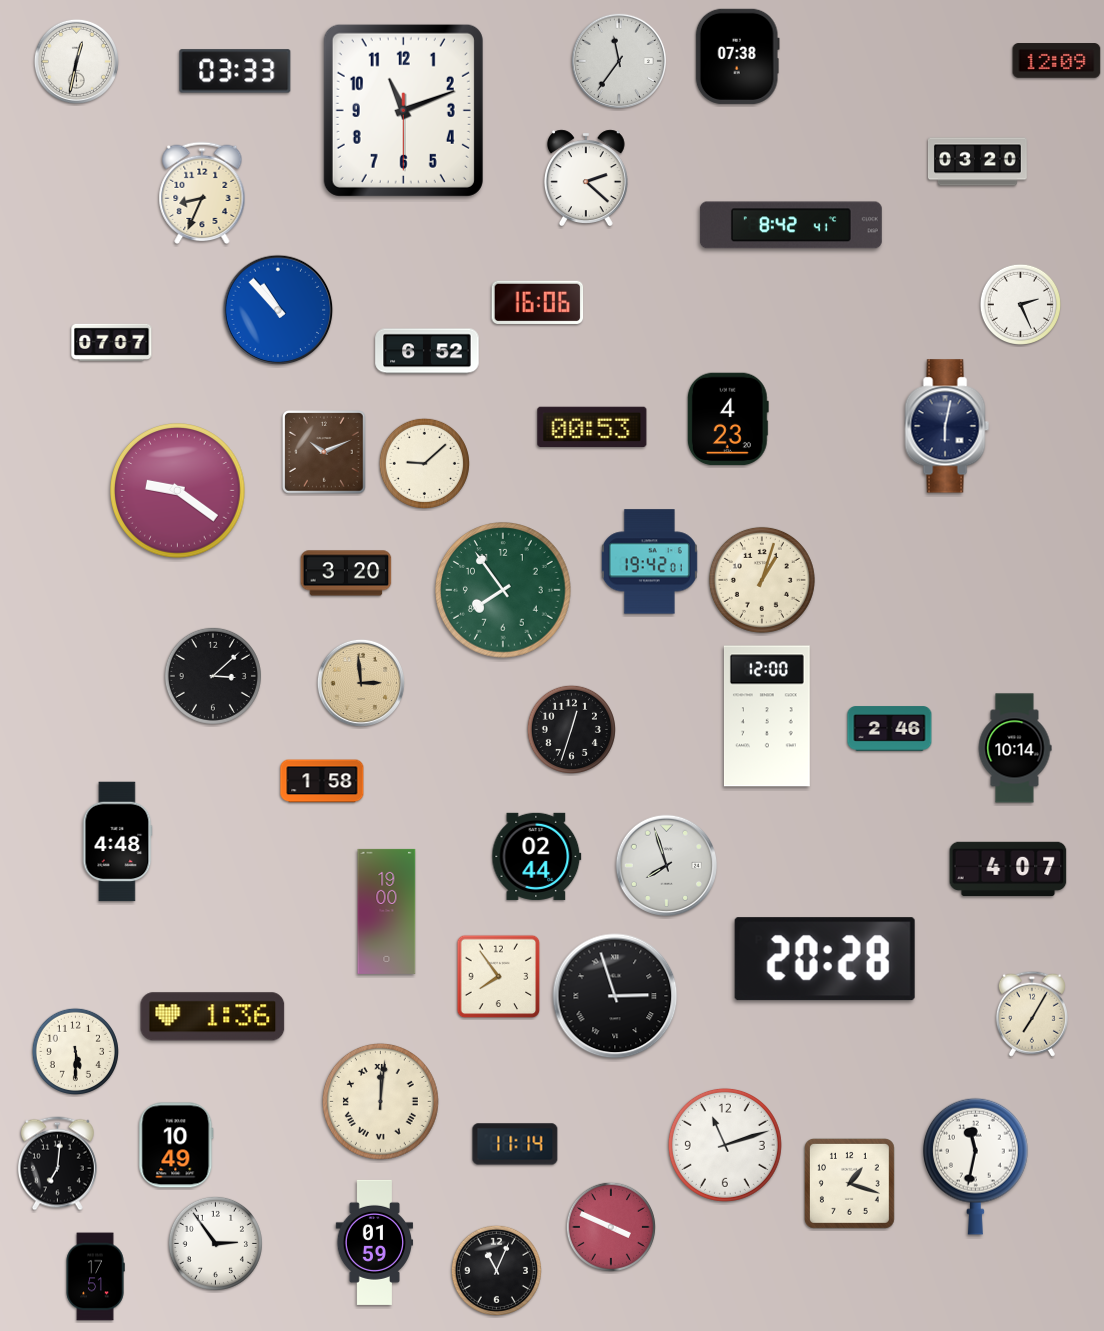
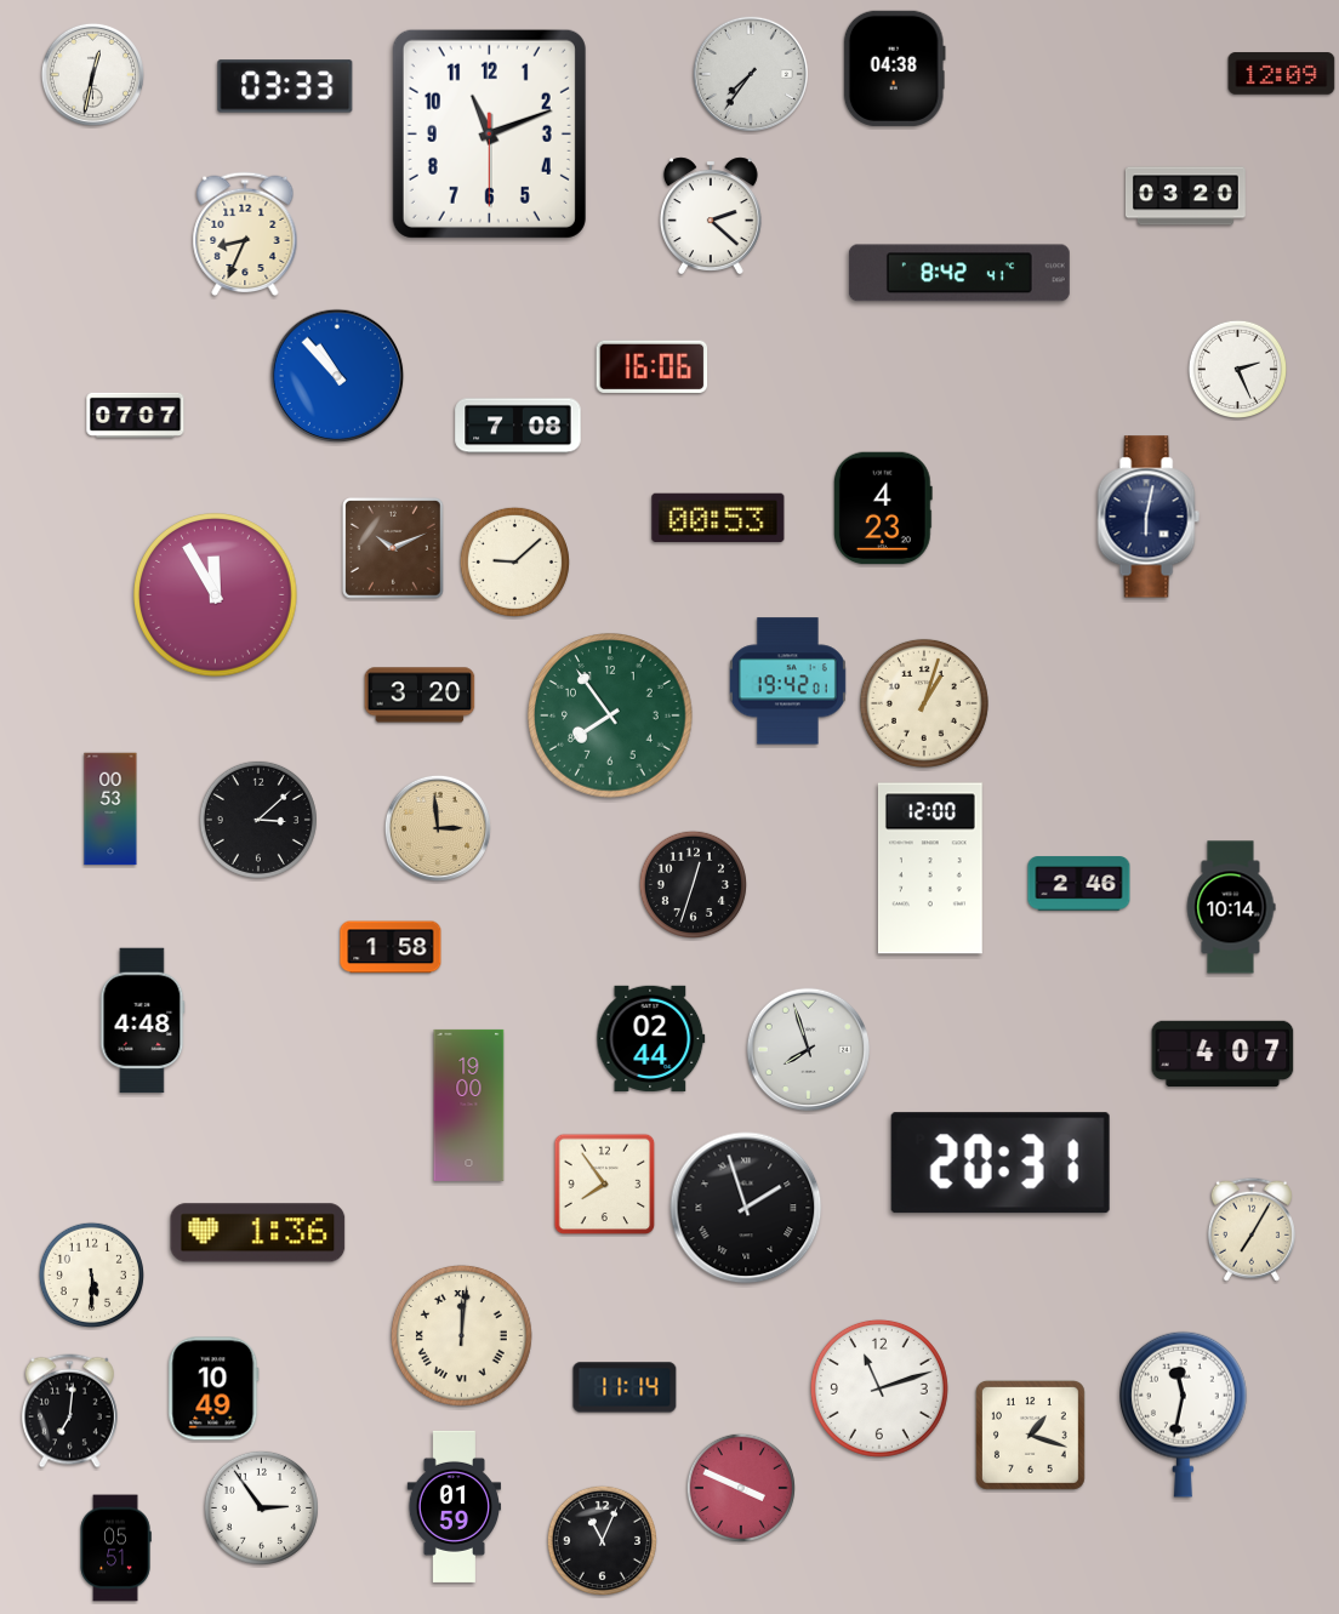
clock at (737, 56): 07:38 -> 04:38
clock at (618, 60): 11:36 -> 7:36
clock at (427, 351): 6:52 -> 7:08
clock at (178, 491): 9:21 -> 11:55
clock at (110, 809): none -> 00:53
clock at (825, 959): 20:28 -> 20:31
clock at (615, 996): 2:57 -> 1:57
clock at (95, 1277): 17:51 -> 05:51
